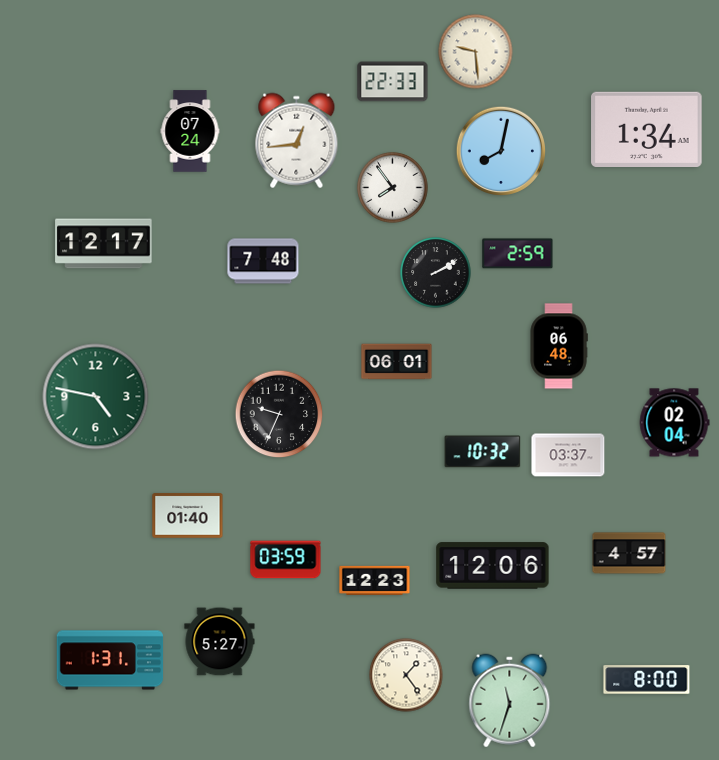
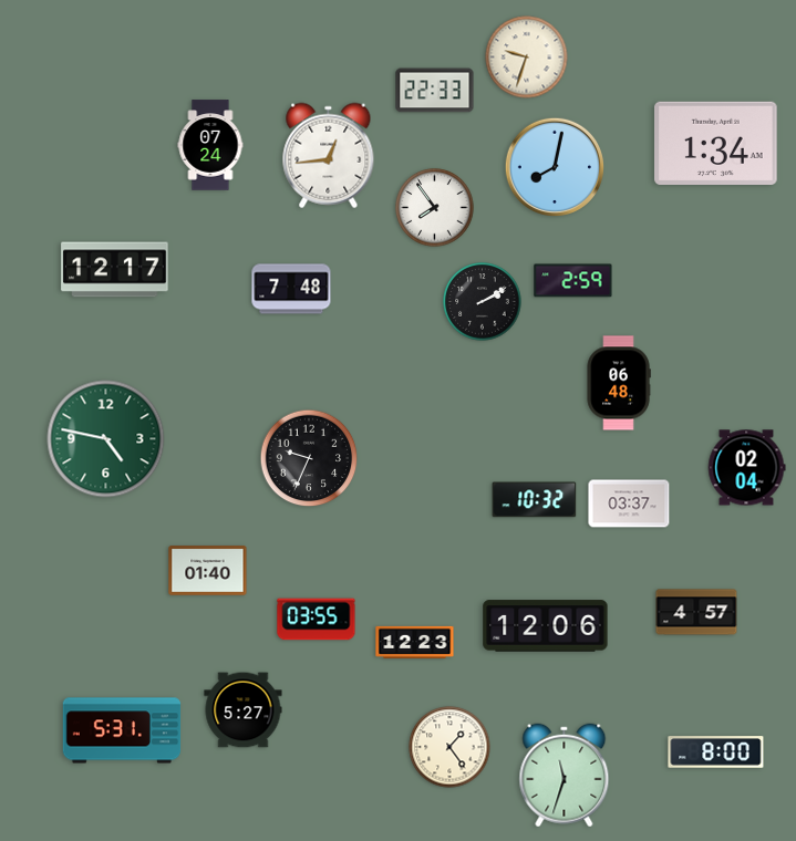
clock at (476, 52): 9:29 -> 9:33
clock at (397, 362): 06:01 -> none
clock at (286, 560): 03:59 -> 03:55
clock at (110, 660): 1:31 -> 5:31
